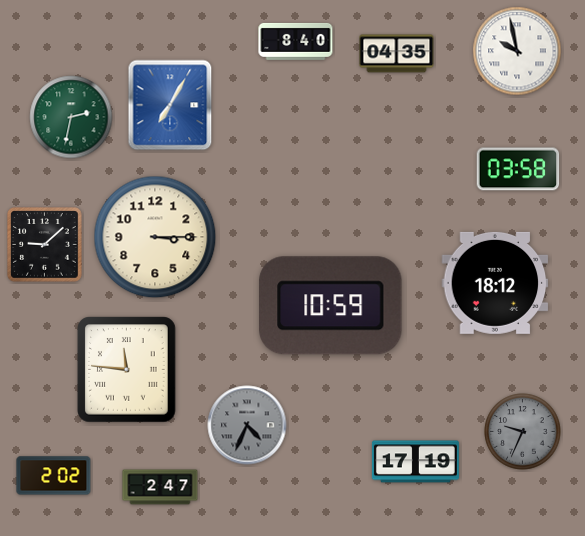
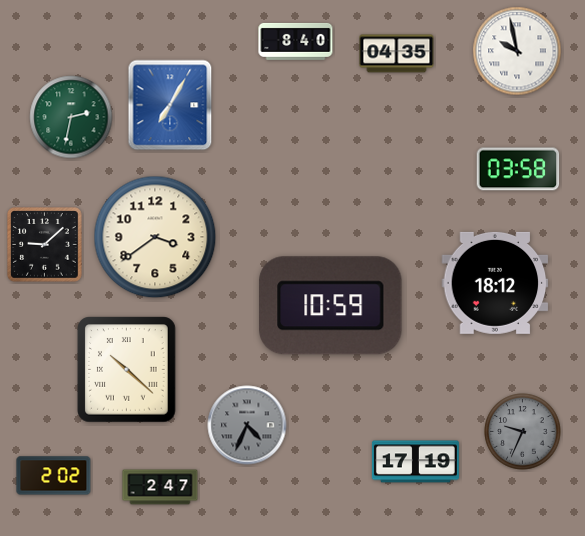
clock at (155, 237): 3:15 -> 3:39
clock at (127, 370): 11:46 -> 10:22
